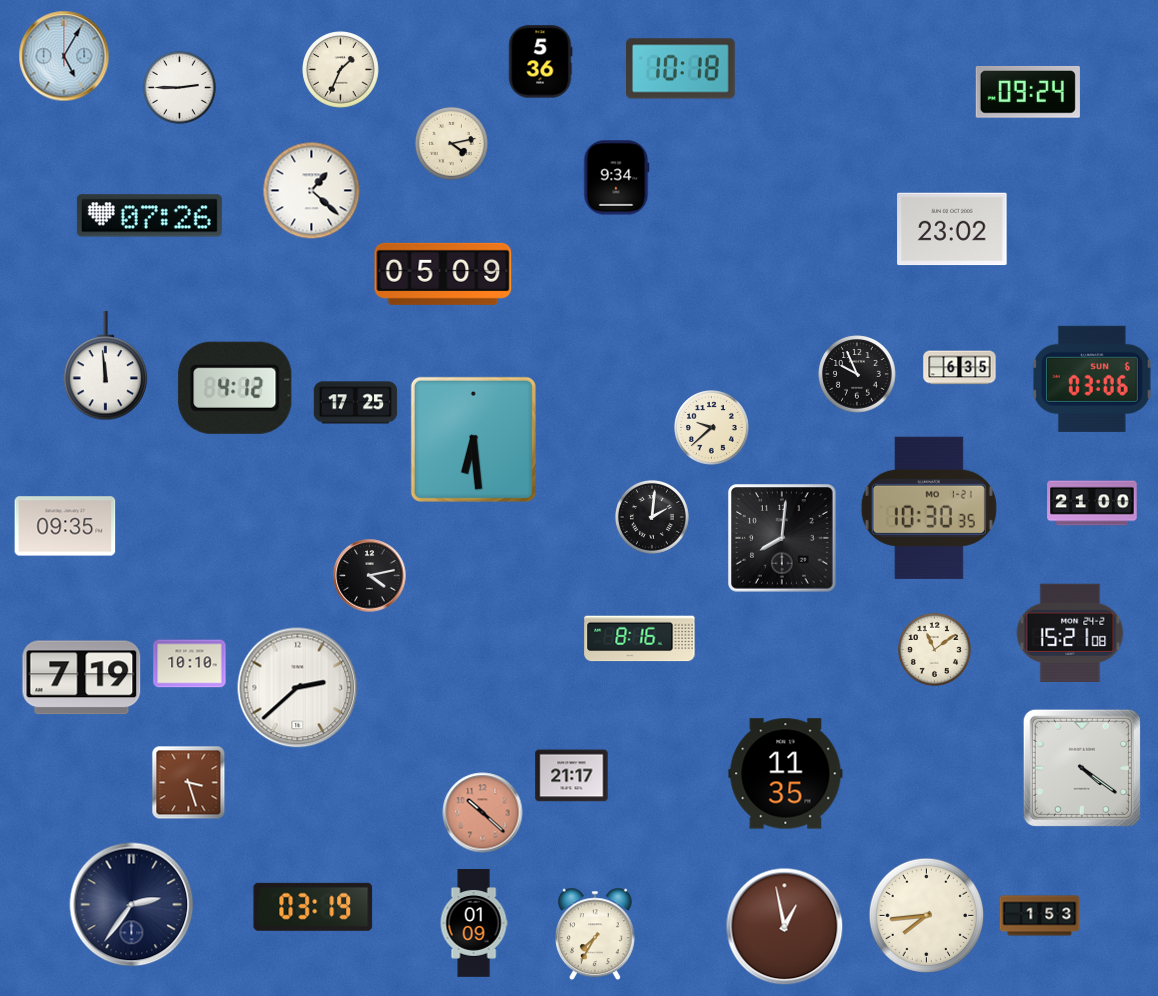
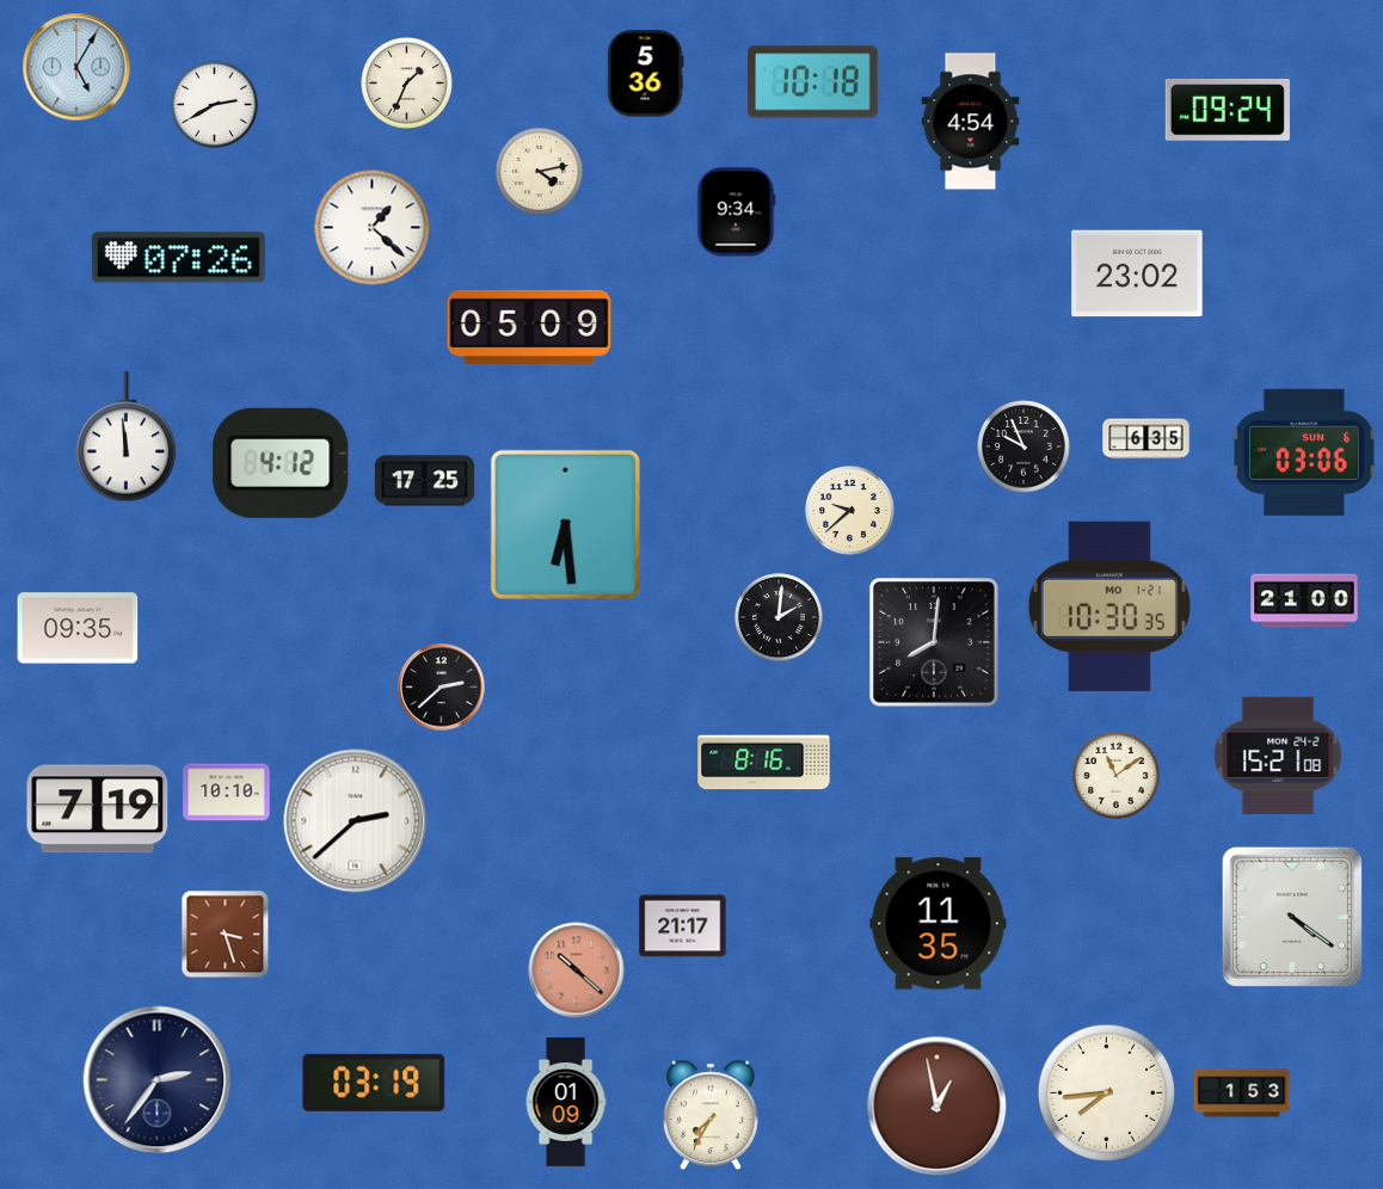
clock at (179, 87): 2:45 -> 2:40
clock at (971, 122): none -> 4:54
clock at (370, 576): 4:13 -> 2:38
